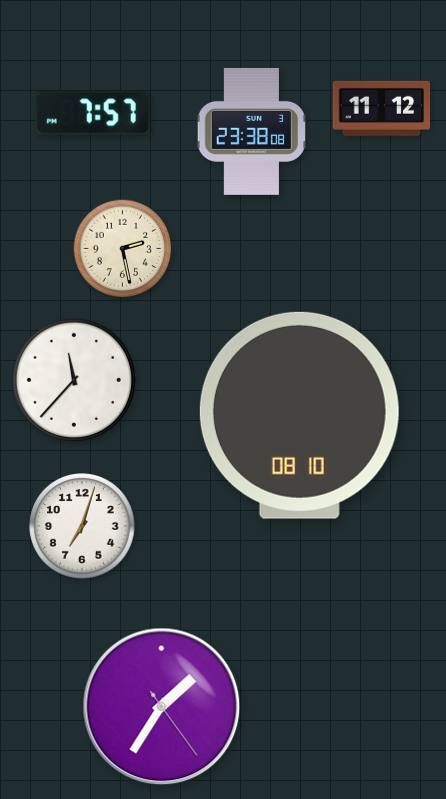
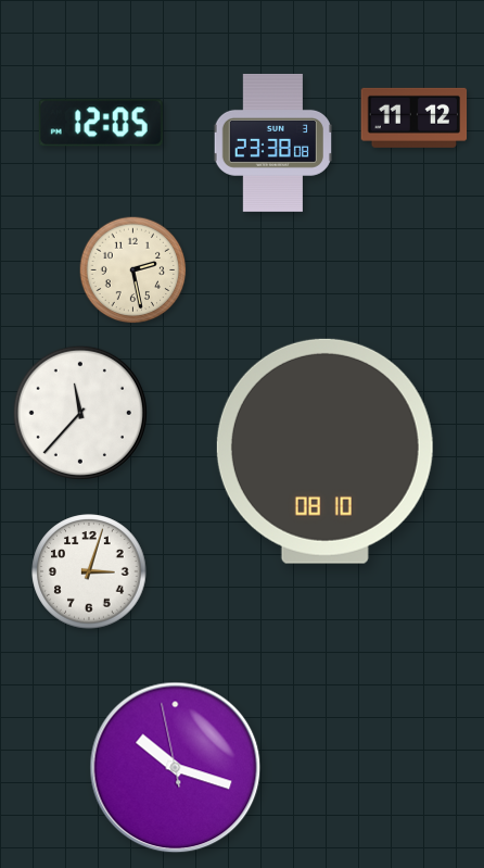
clock at (93, 113): 7:57 -> 12:05
clock at (82, 526): 7:03 -> 3:03
clock at (162, 707): 1:35 -> 10:17
